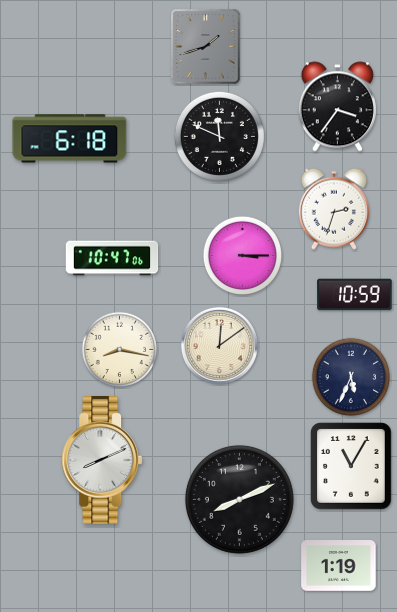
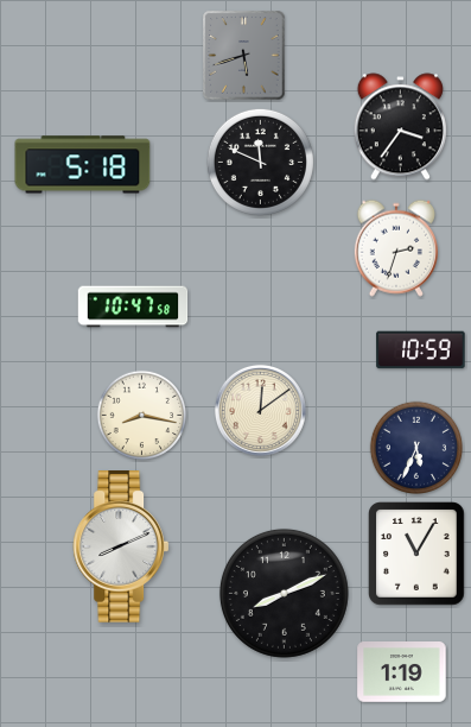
clock at (206, 47): 1:42 -> 5:42
clock at (70, 139): 6:18 -> 5:18
clock at (242, 255): 3:15 -> none
clock at (112, 258): 10:47:06 -> 10:47:58
